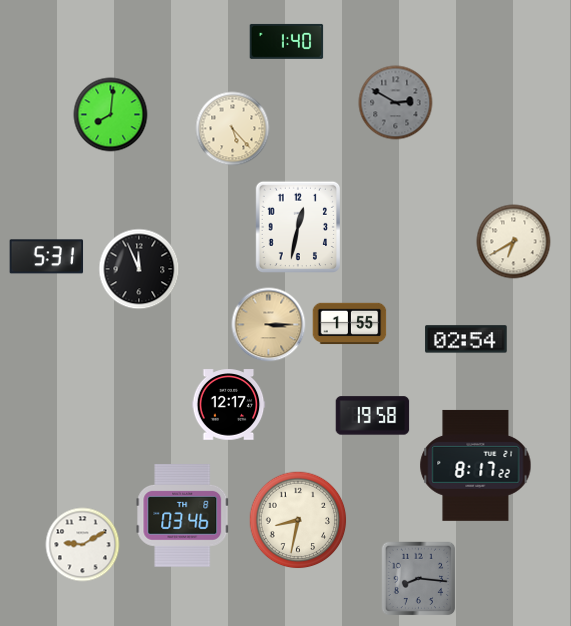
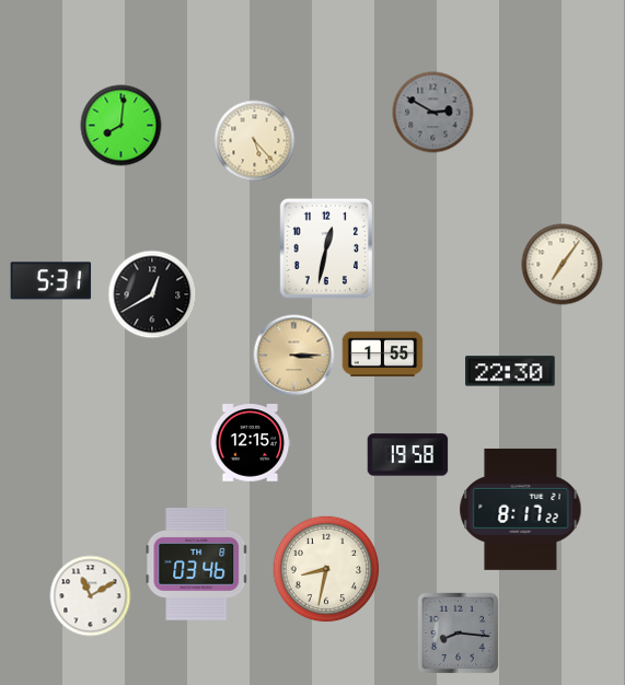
clock at (287, 41): 1:40 -> none
clock at (514, 242): 6:40 -> 7:06
clock at (139, 269): 11:56 -> 12:40
clock at (466, 339): 02:54 -> 22:30
clock at (229, 405): 12:17 -> 12:15
clock at (183, 516) position: (183, 516) -> (197, 565)
clock at (83, 545): 9:10 -> 11:10
